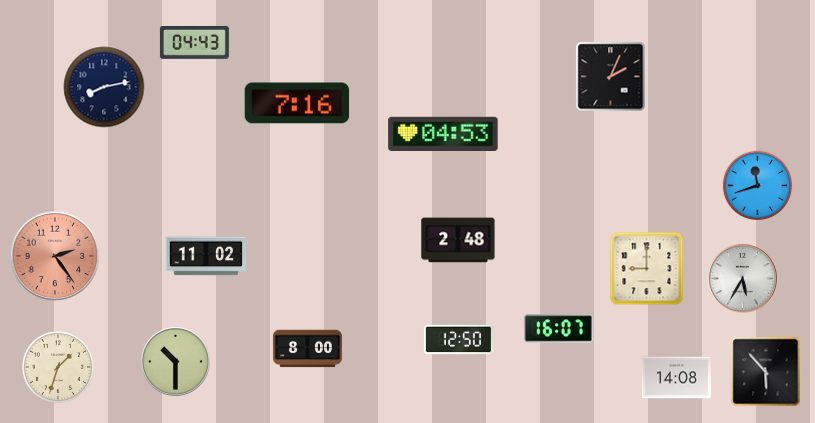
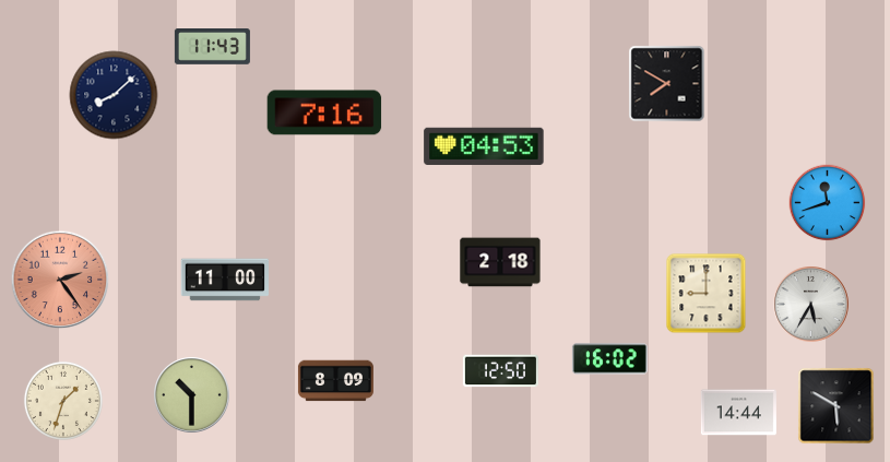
clock at (194, 43): 04:43 -> 11:43
clock at (611, 77): 2:04 -> 7:50
clock at (104, 87): 8:13 -> 8:08
clock at (458, 240): 2:48 -> 2:18
clock at (206, 256): 11:02 -> 11:00
clock at (558, 329): 16:07 -> 16:02
clock at (307, 349): 8:00 -> 8:09
clock at (766, 372): 5:53 -> 5:50
clock at (676, 378): 14:08 -> 14:44
